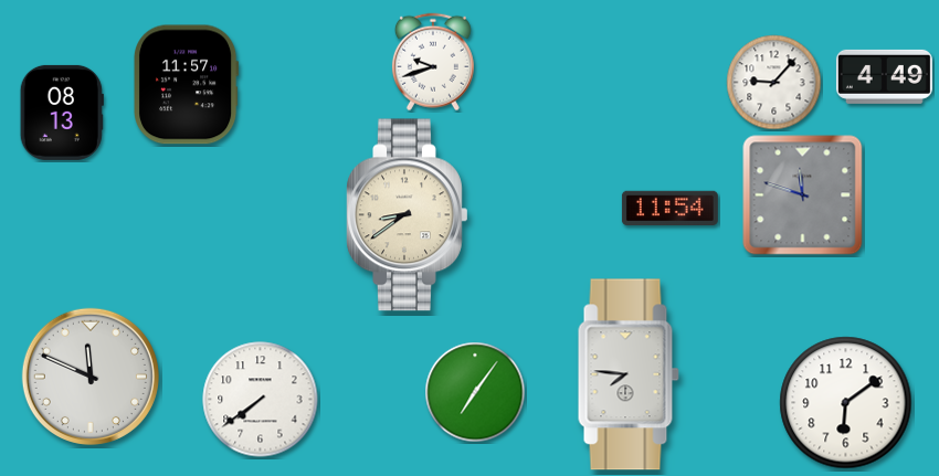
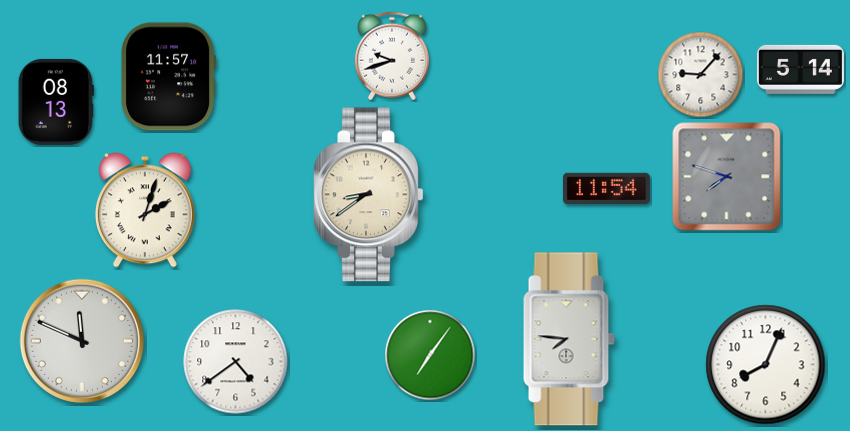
clock at (884, 76): 4:49 -> 5:14
clock at (803, 195): 11:48 -> 7:48
clock at (145, 210): none -> 2:03
clock at (261, 400): 7:39 -> 4:39
clock at (846, 403): 6:09 -> 8:04
